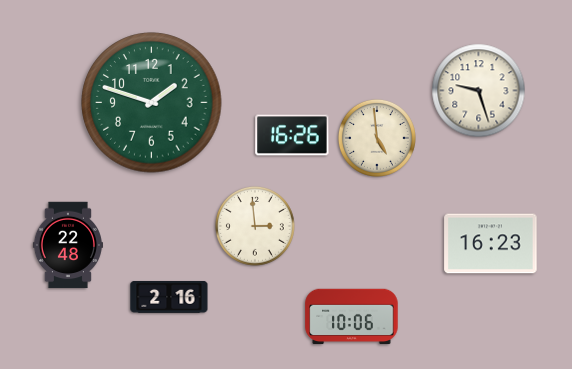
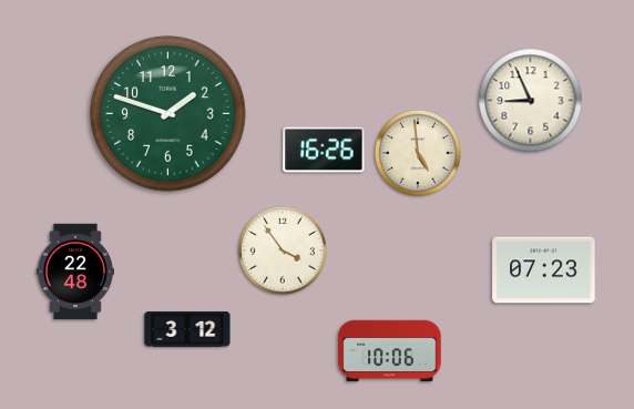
clock at (479, 91): 9:27 -> 8:56
clock at (255, 226): 2:59 -> 3:54
clock at (491, 244): 16:23 -> 07:23
clock at (169, 297): 2:16 -> 3:12
